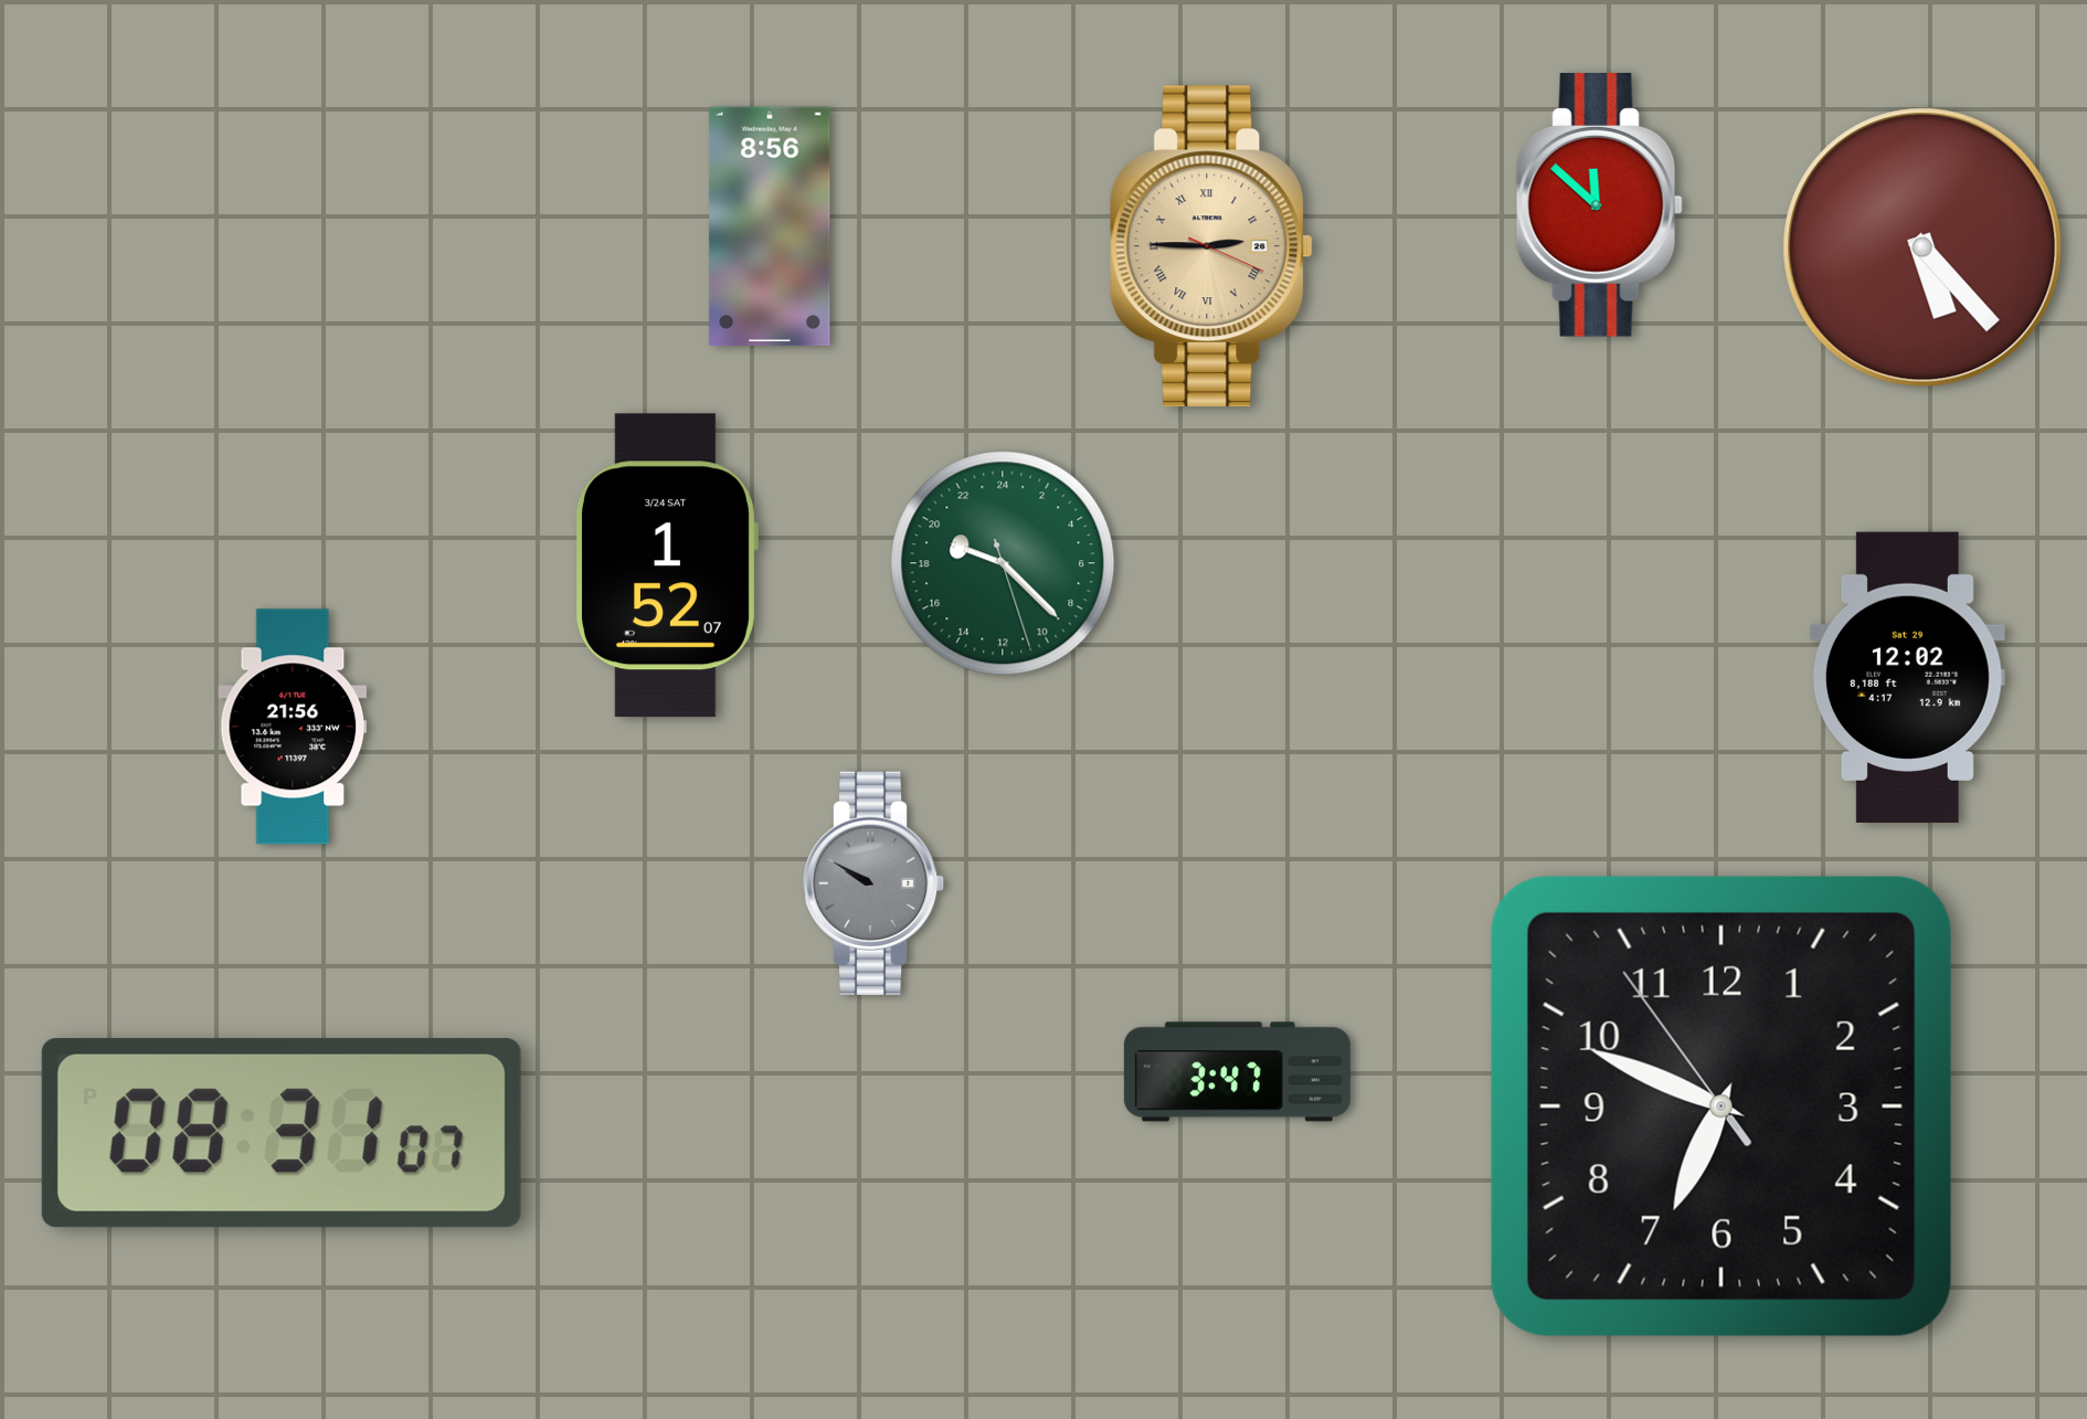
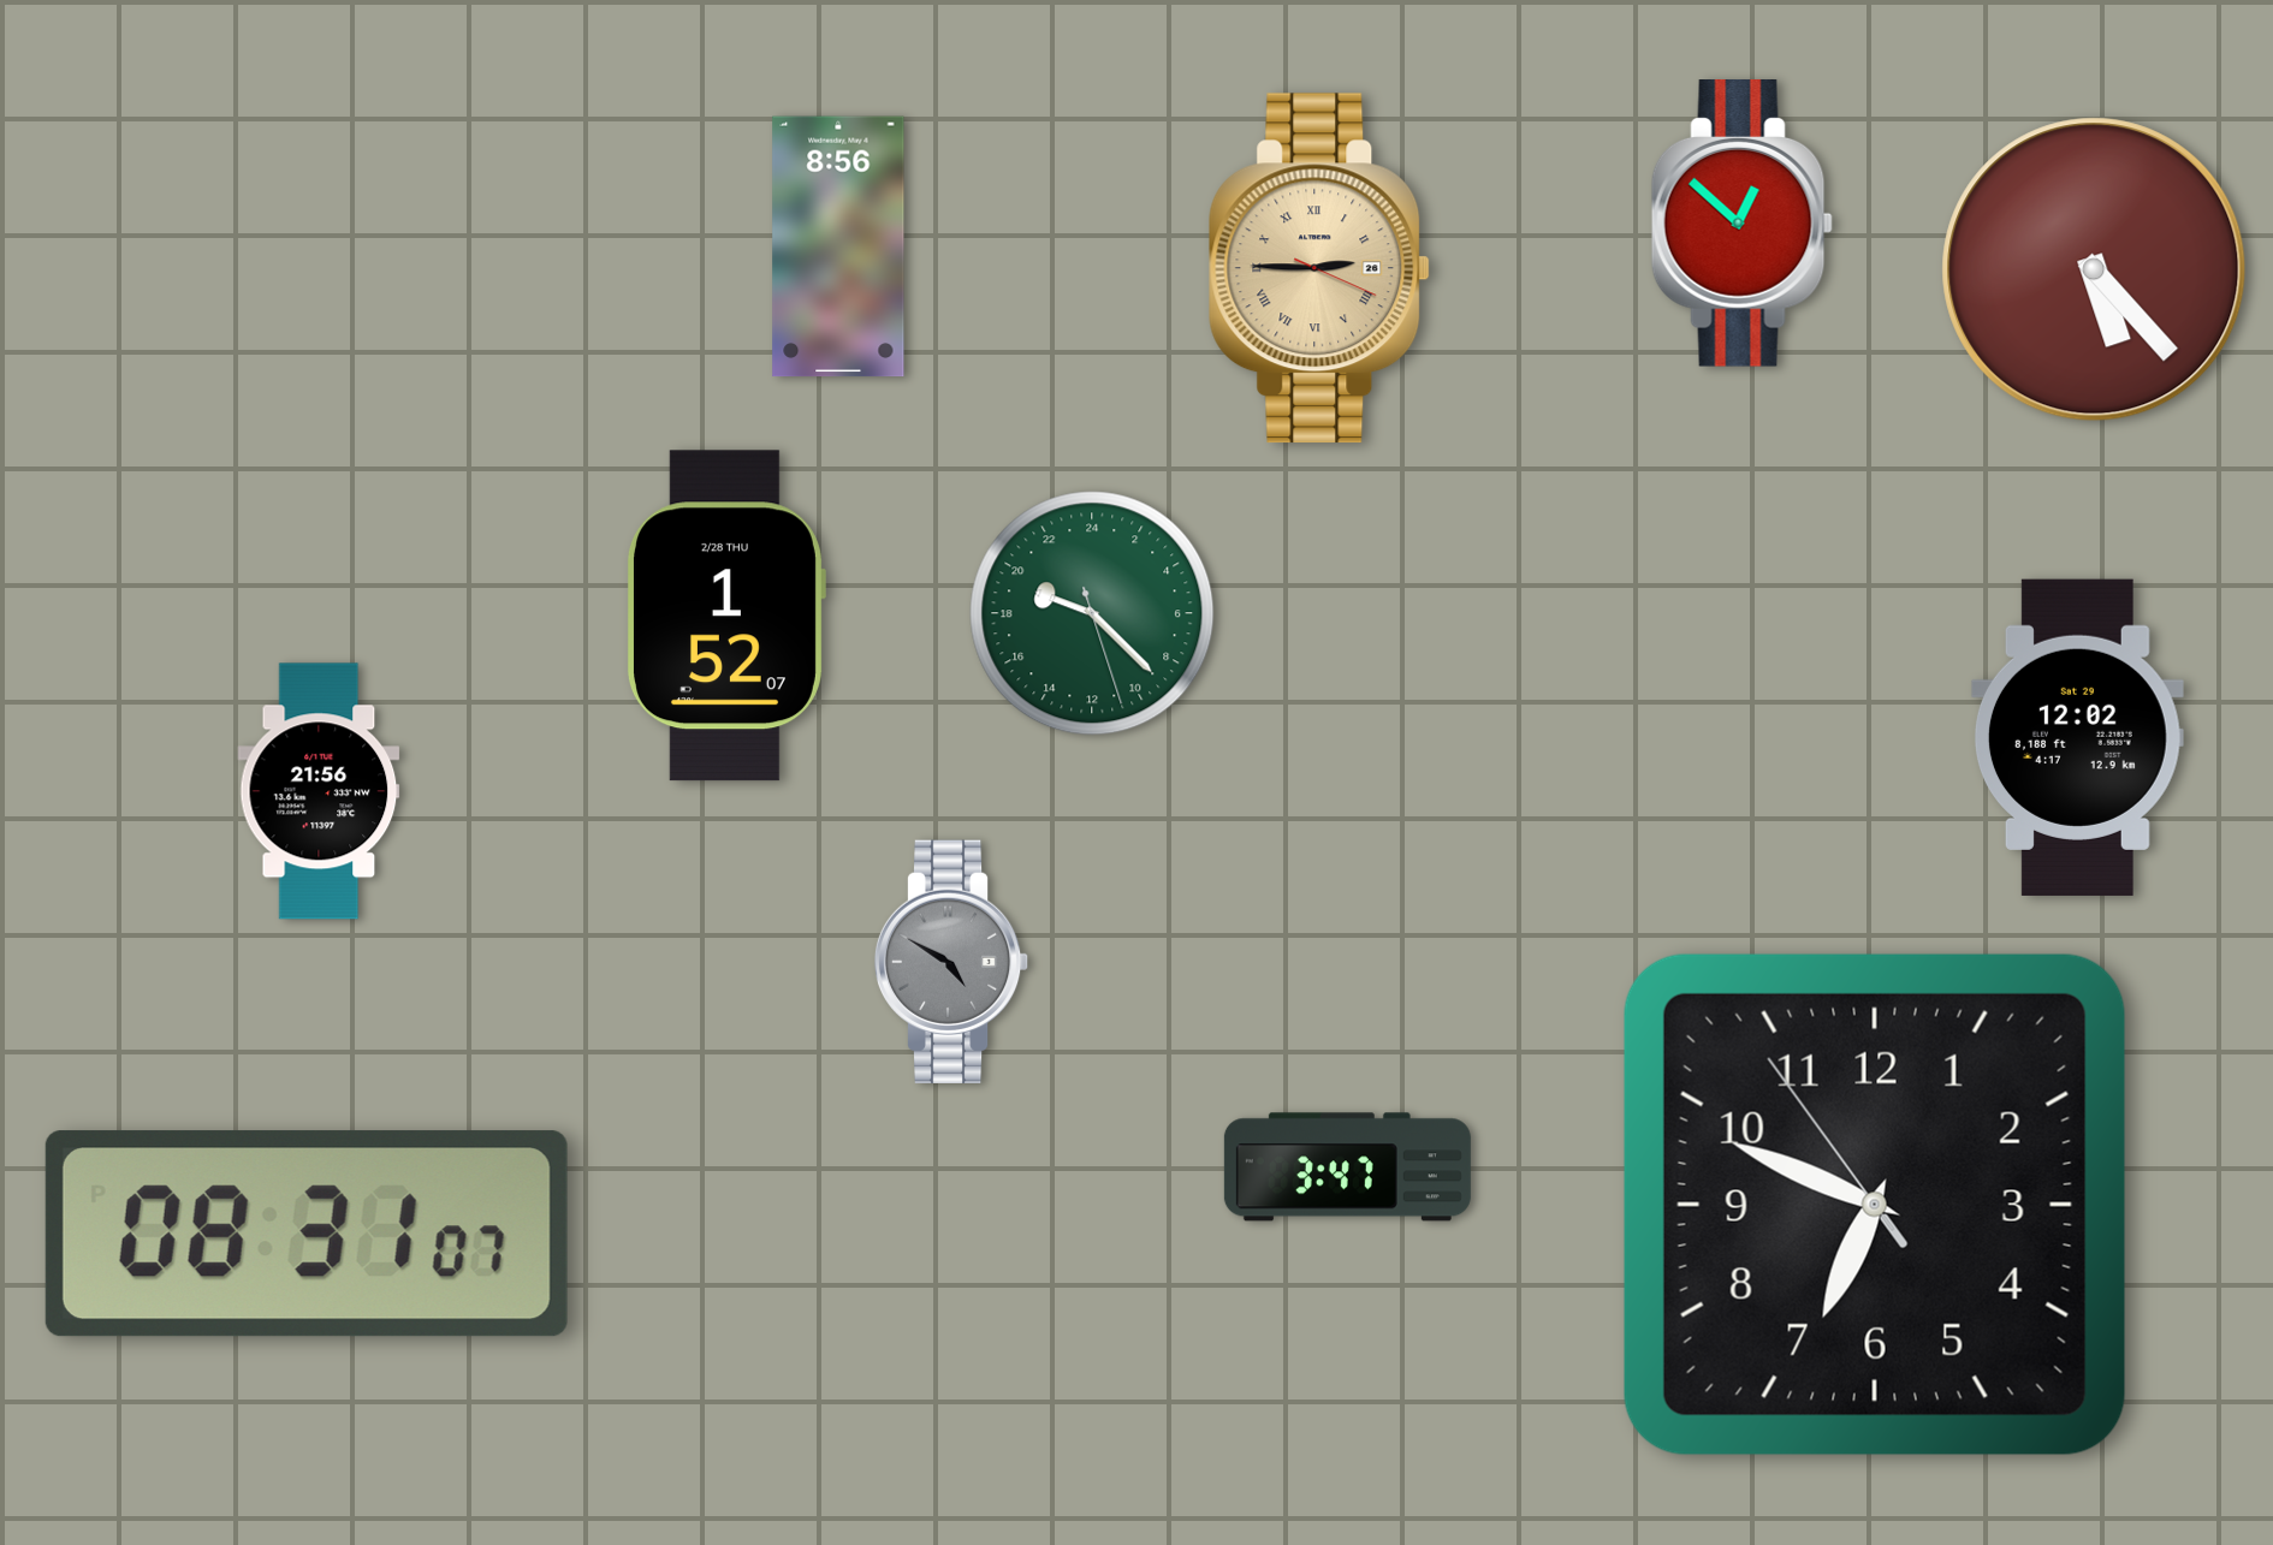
clock at (1599, 205): 11:52 -> 12:52
clock at (666, 565) date: 3/24 SAT -> 2/28 THU
clock at (873, 883): 9:50 -> 4:50
